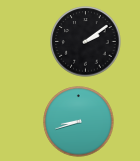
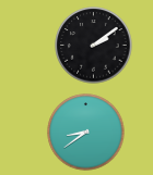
clock at (79, 122): 8:42 -> 8:39
